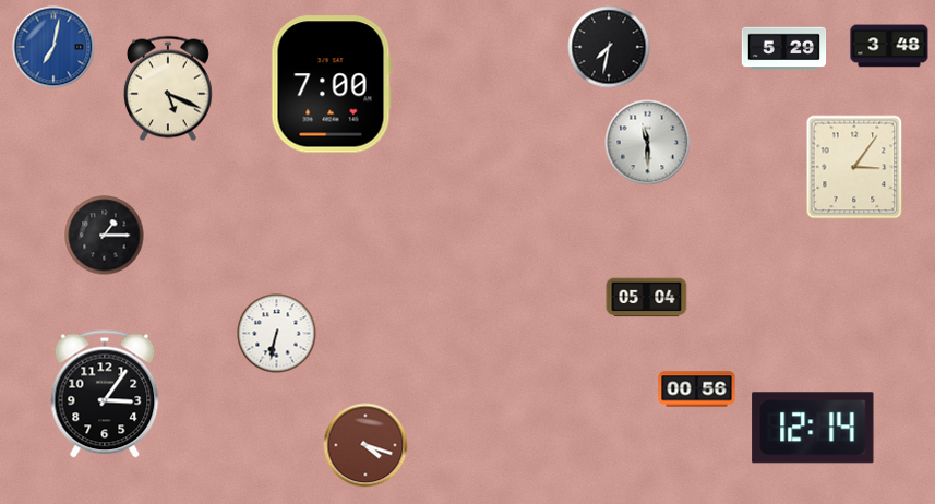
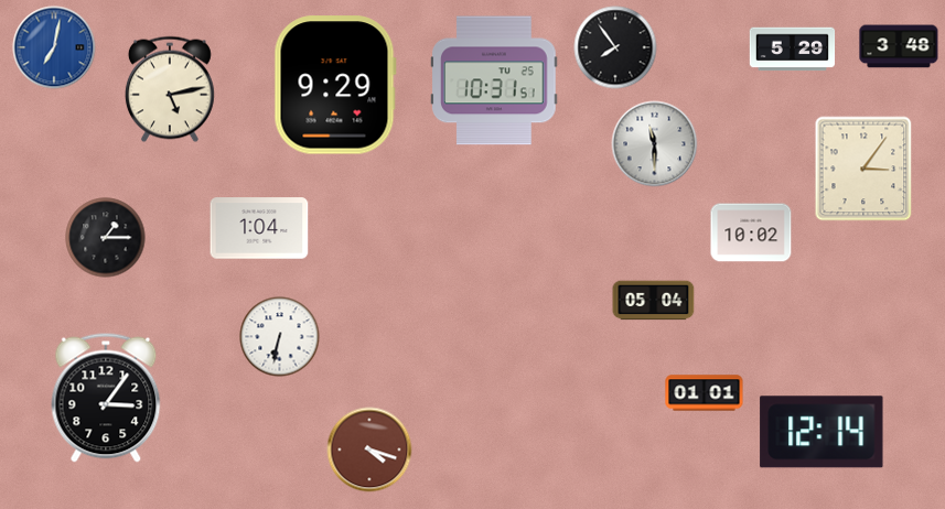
clock at (609, 47): 7:32 -> 7:54
clock at (494, 80): none -> 10:31
clock at (332, 84): 7:00 -> 9:29
clock at (168, 88): 5:19 -> 5:13
clock at (259, 228): none -> 1:04
clock at (751, 232): none -> 10:02
clock at (697, 389): 00:56 -> 01:01
